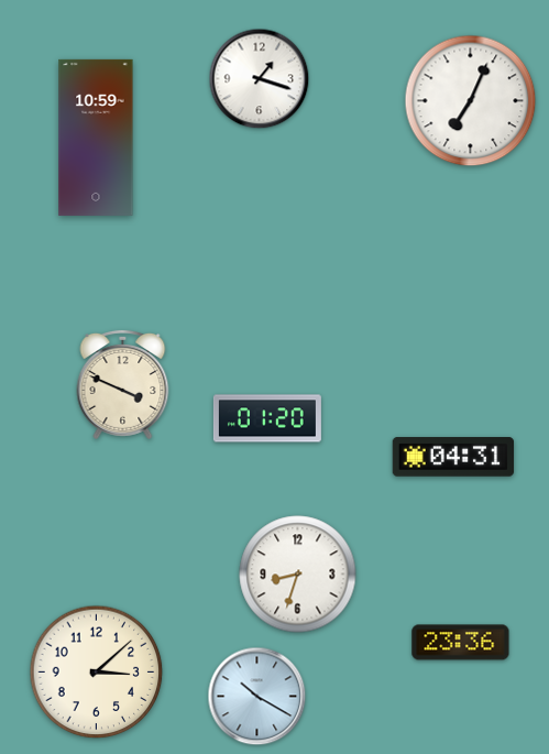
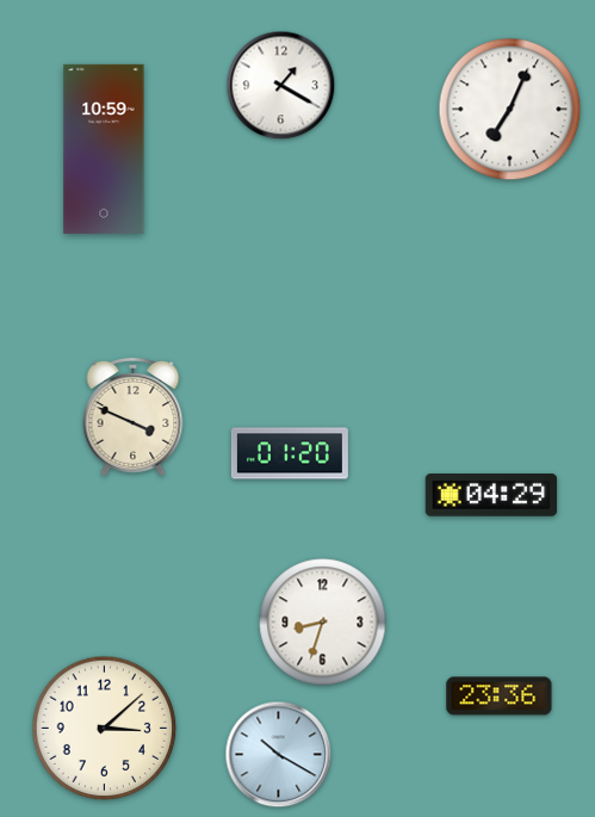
clock at (260, 79): 1:18 -> 1:20
clock at (453, 457): 04:31 -> 04:29
